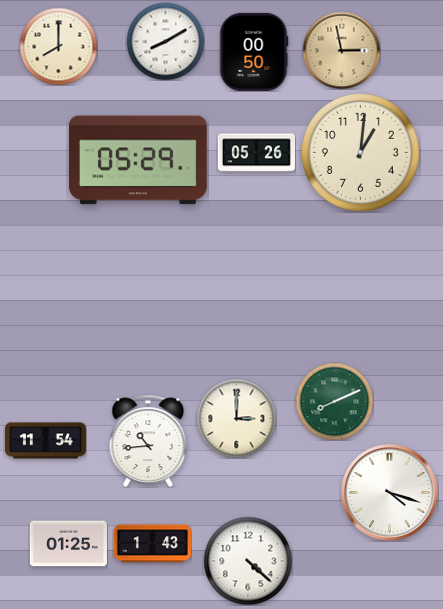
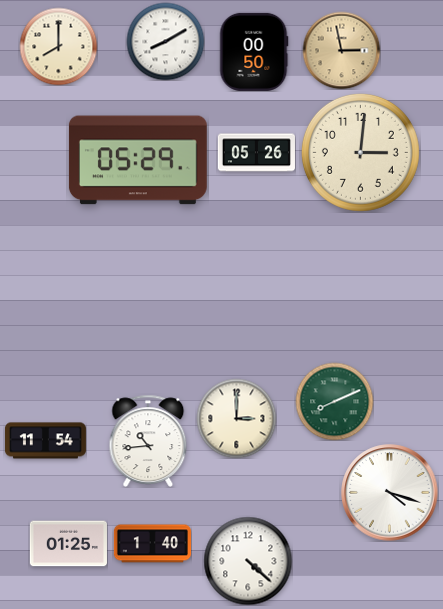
clock at (360, 152): 1:01 -> 3:01
clock at (152, 544): 1:43 -> 1:40
